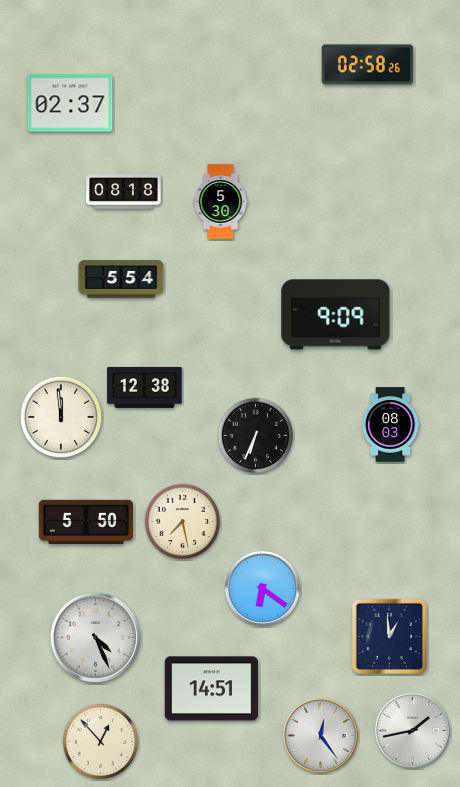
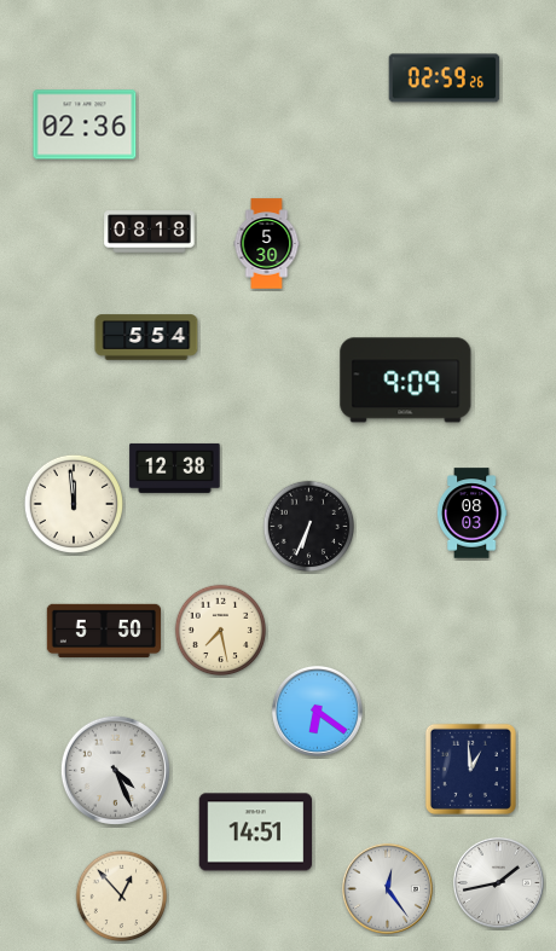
clock at (368, 65): 02:58 -> 02:59
clock at (70, 103): 02:37 -> 02:36
